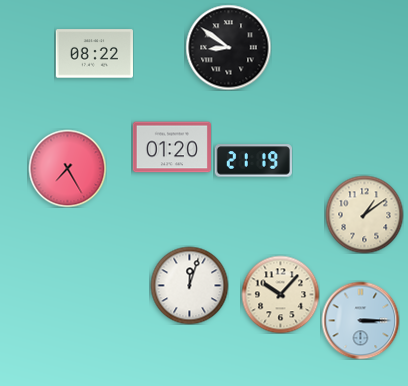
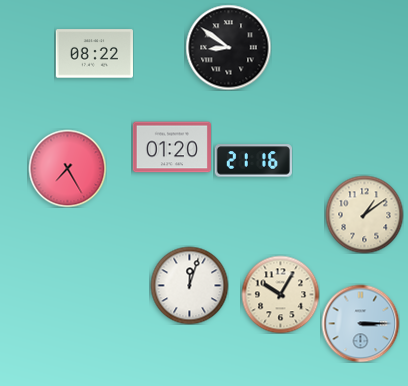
clock at (253, 161): 21:19 -> 21:16
clock at (280, 294): 10:07 -> 10:05
clock at (360, 320) position: (360, 320) -> (360, 323)
